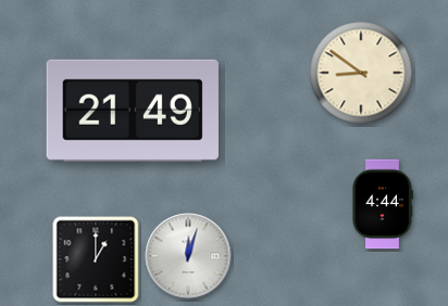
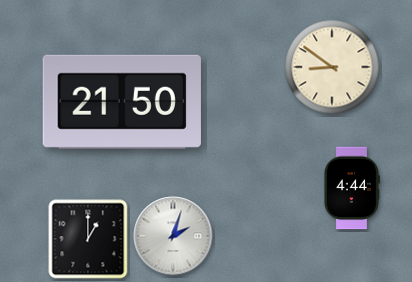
clock at (133, 111): 21:49 -> 21:50
clock at (188, 256): 12:03 -> 2:03
